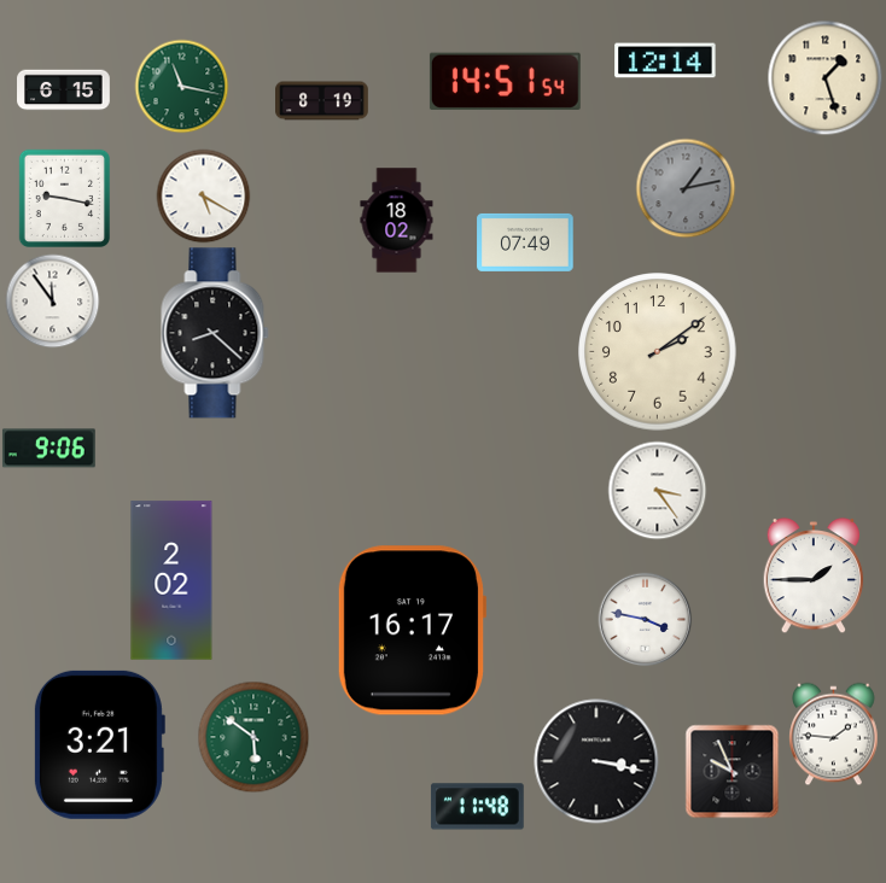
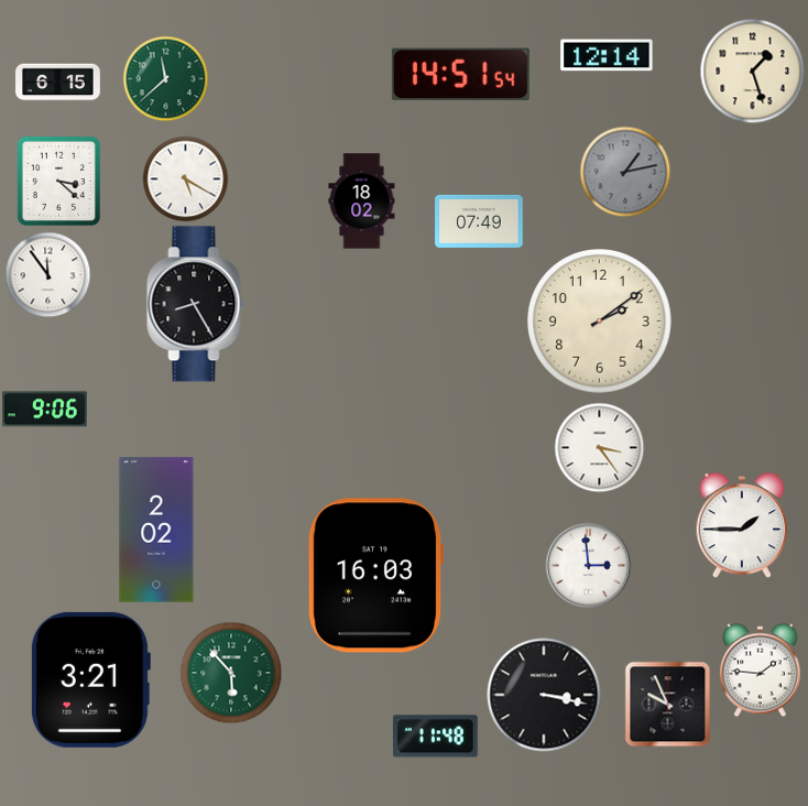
clock at (181, 86): 11:17 -> 11:38
clock at (322, 101): 8:19 -> none
clock at (64, 198): 9:17 -> 3:22
clock at (215, 333): 8:22 -> 8:25
clock at (645, 619): 3:47 -> 2:59
clock at (410, 631): 16:17 -> 16:03
clock at (253, 737): 5:51 -> 5:53
